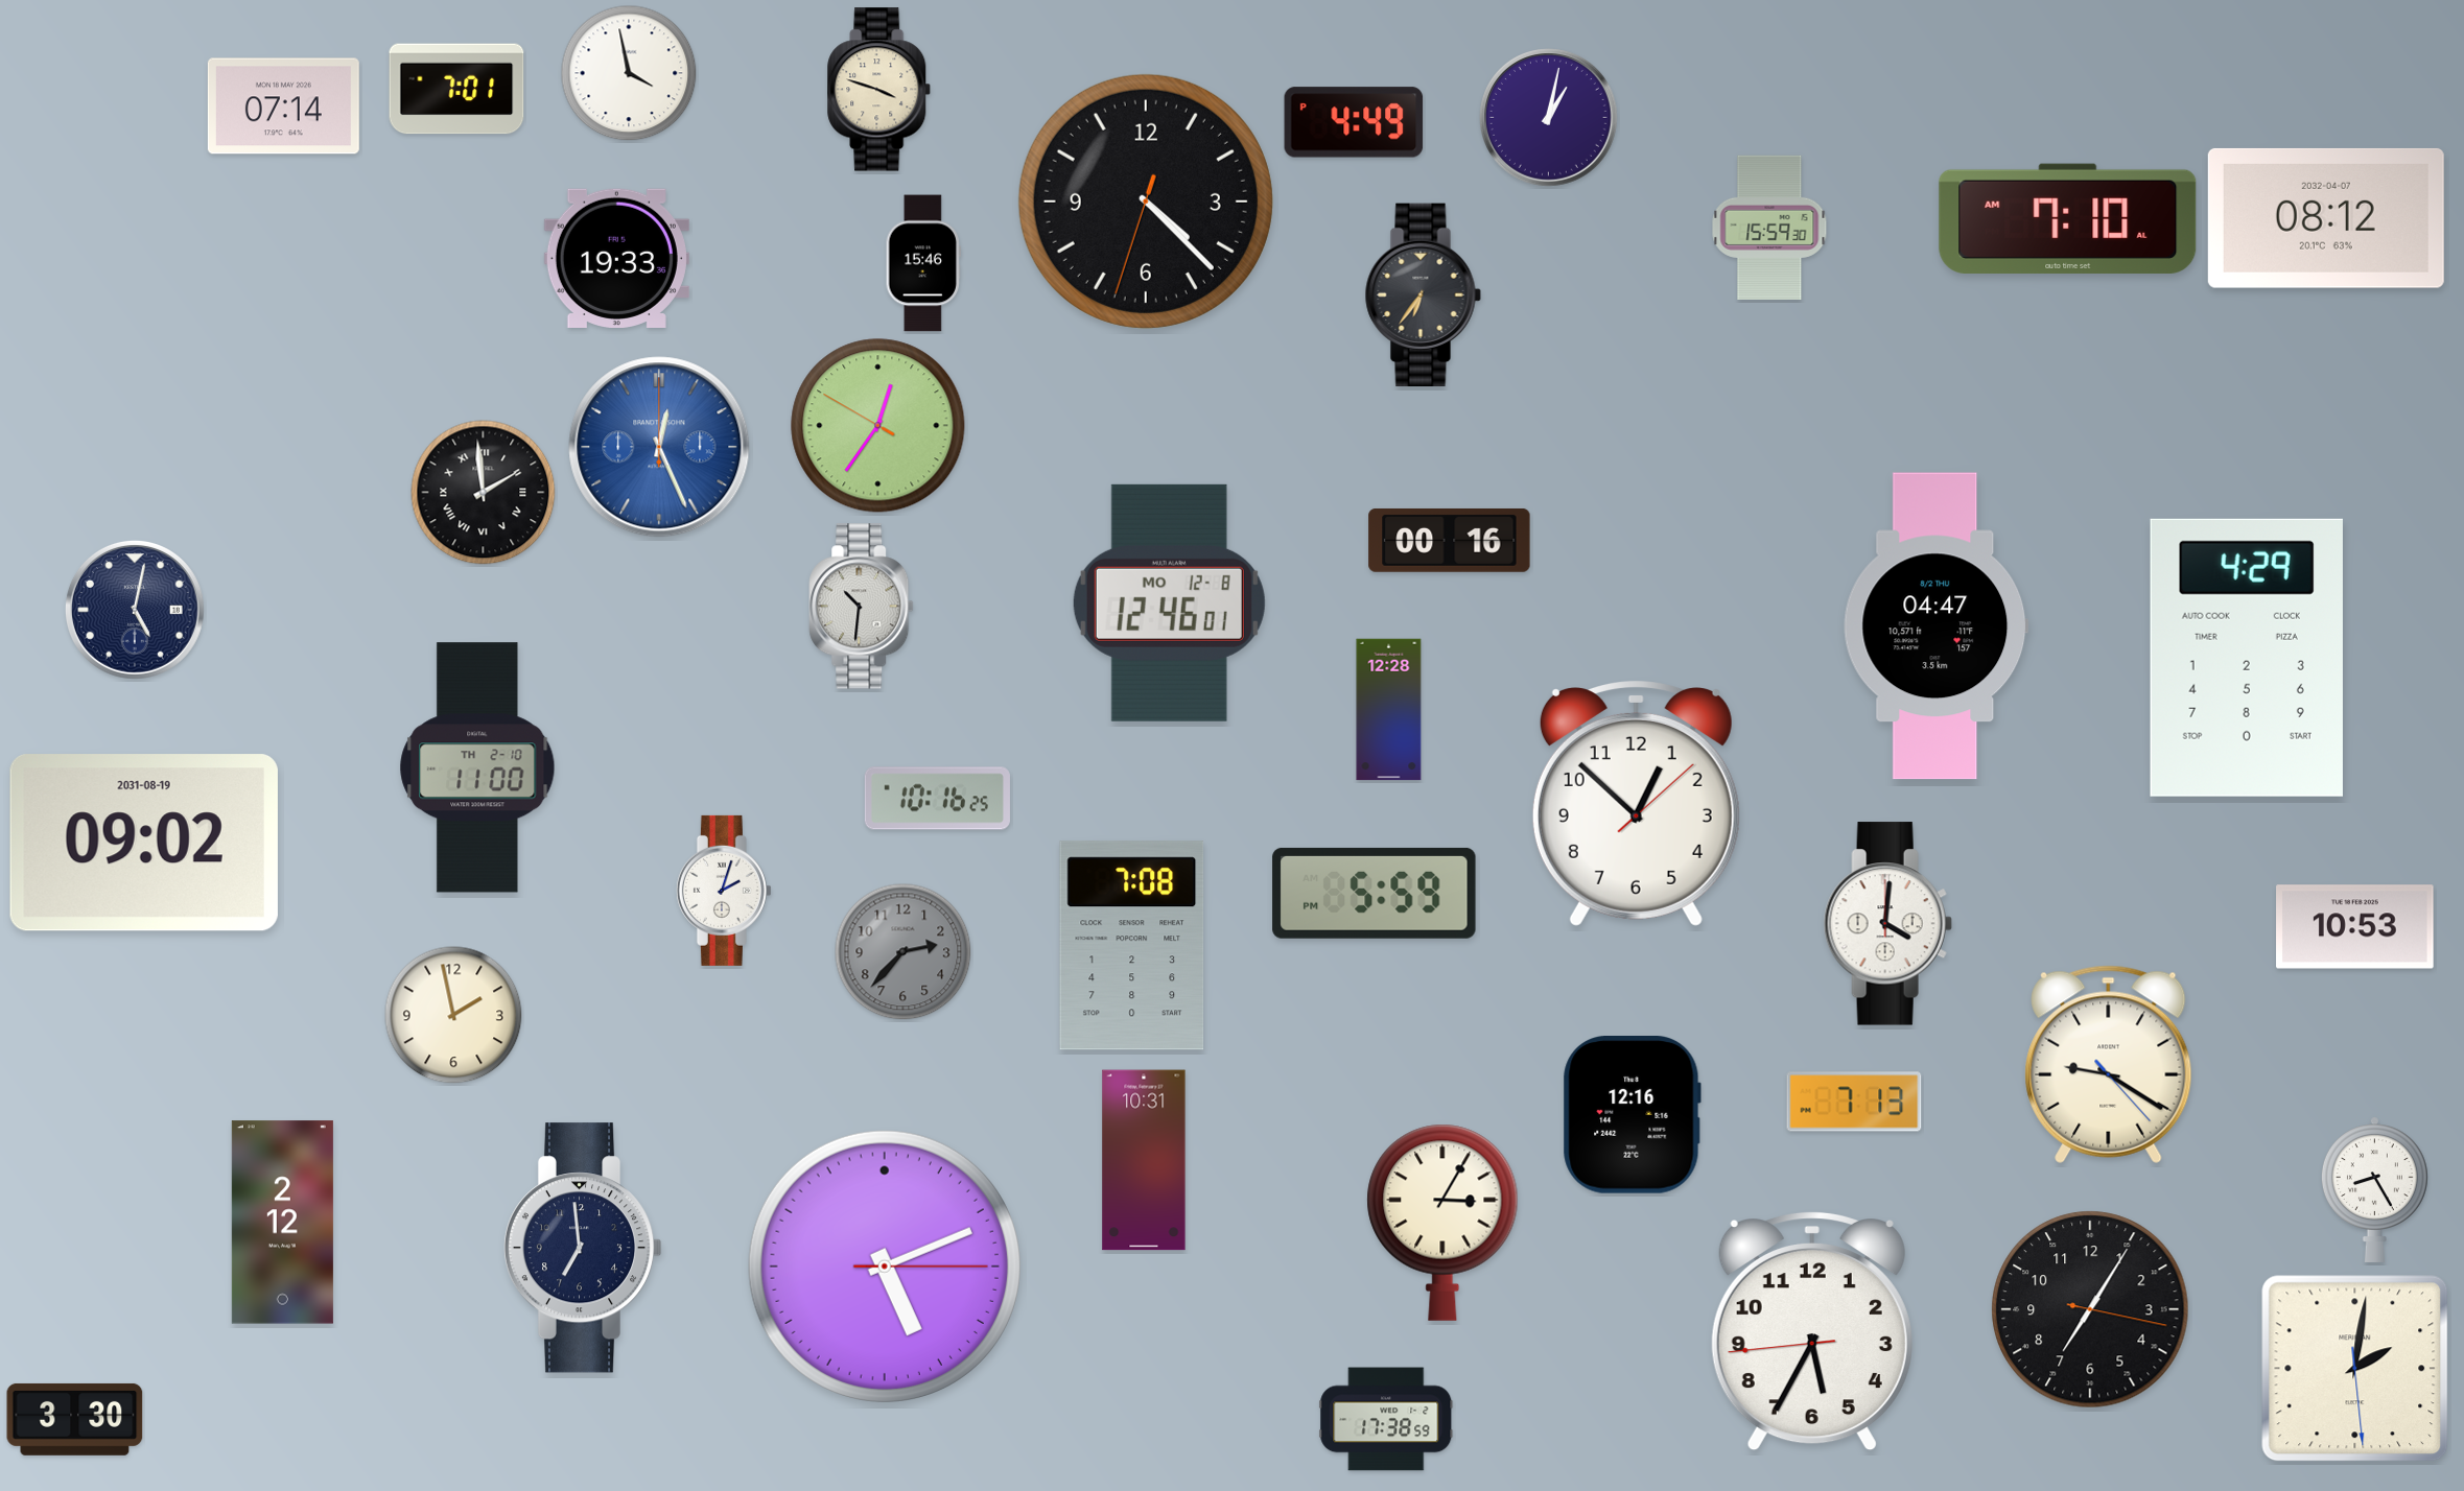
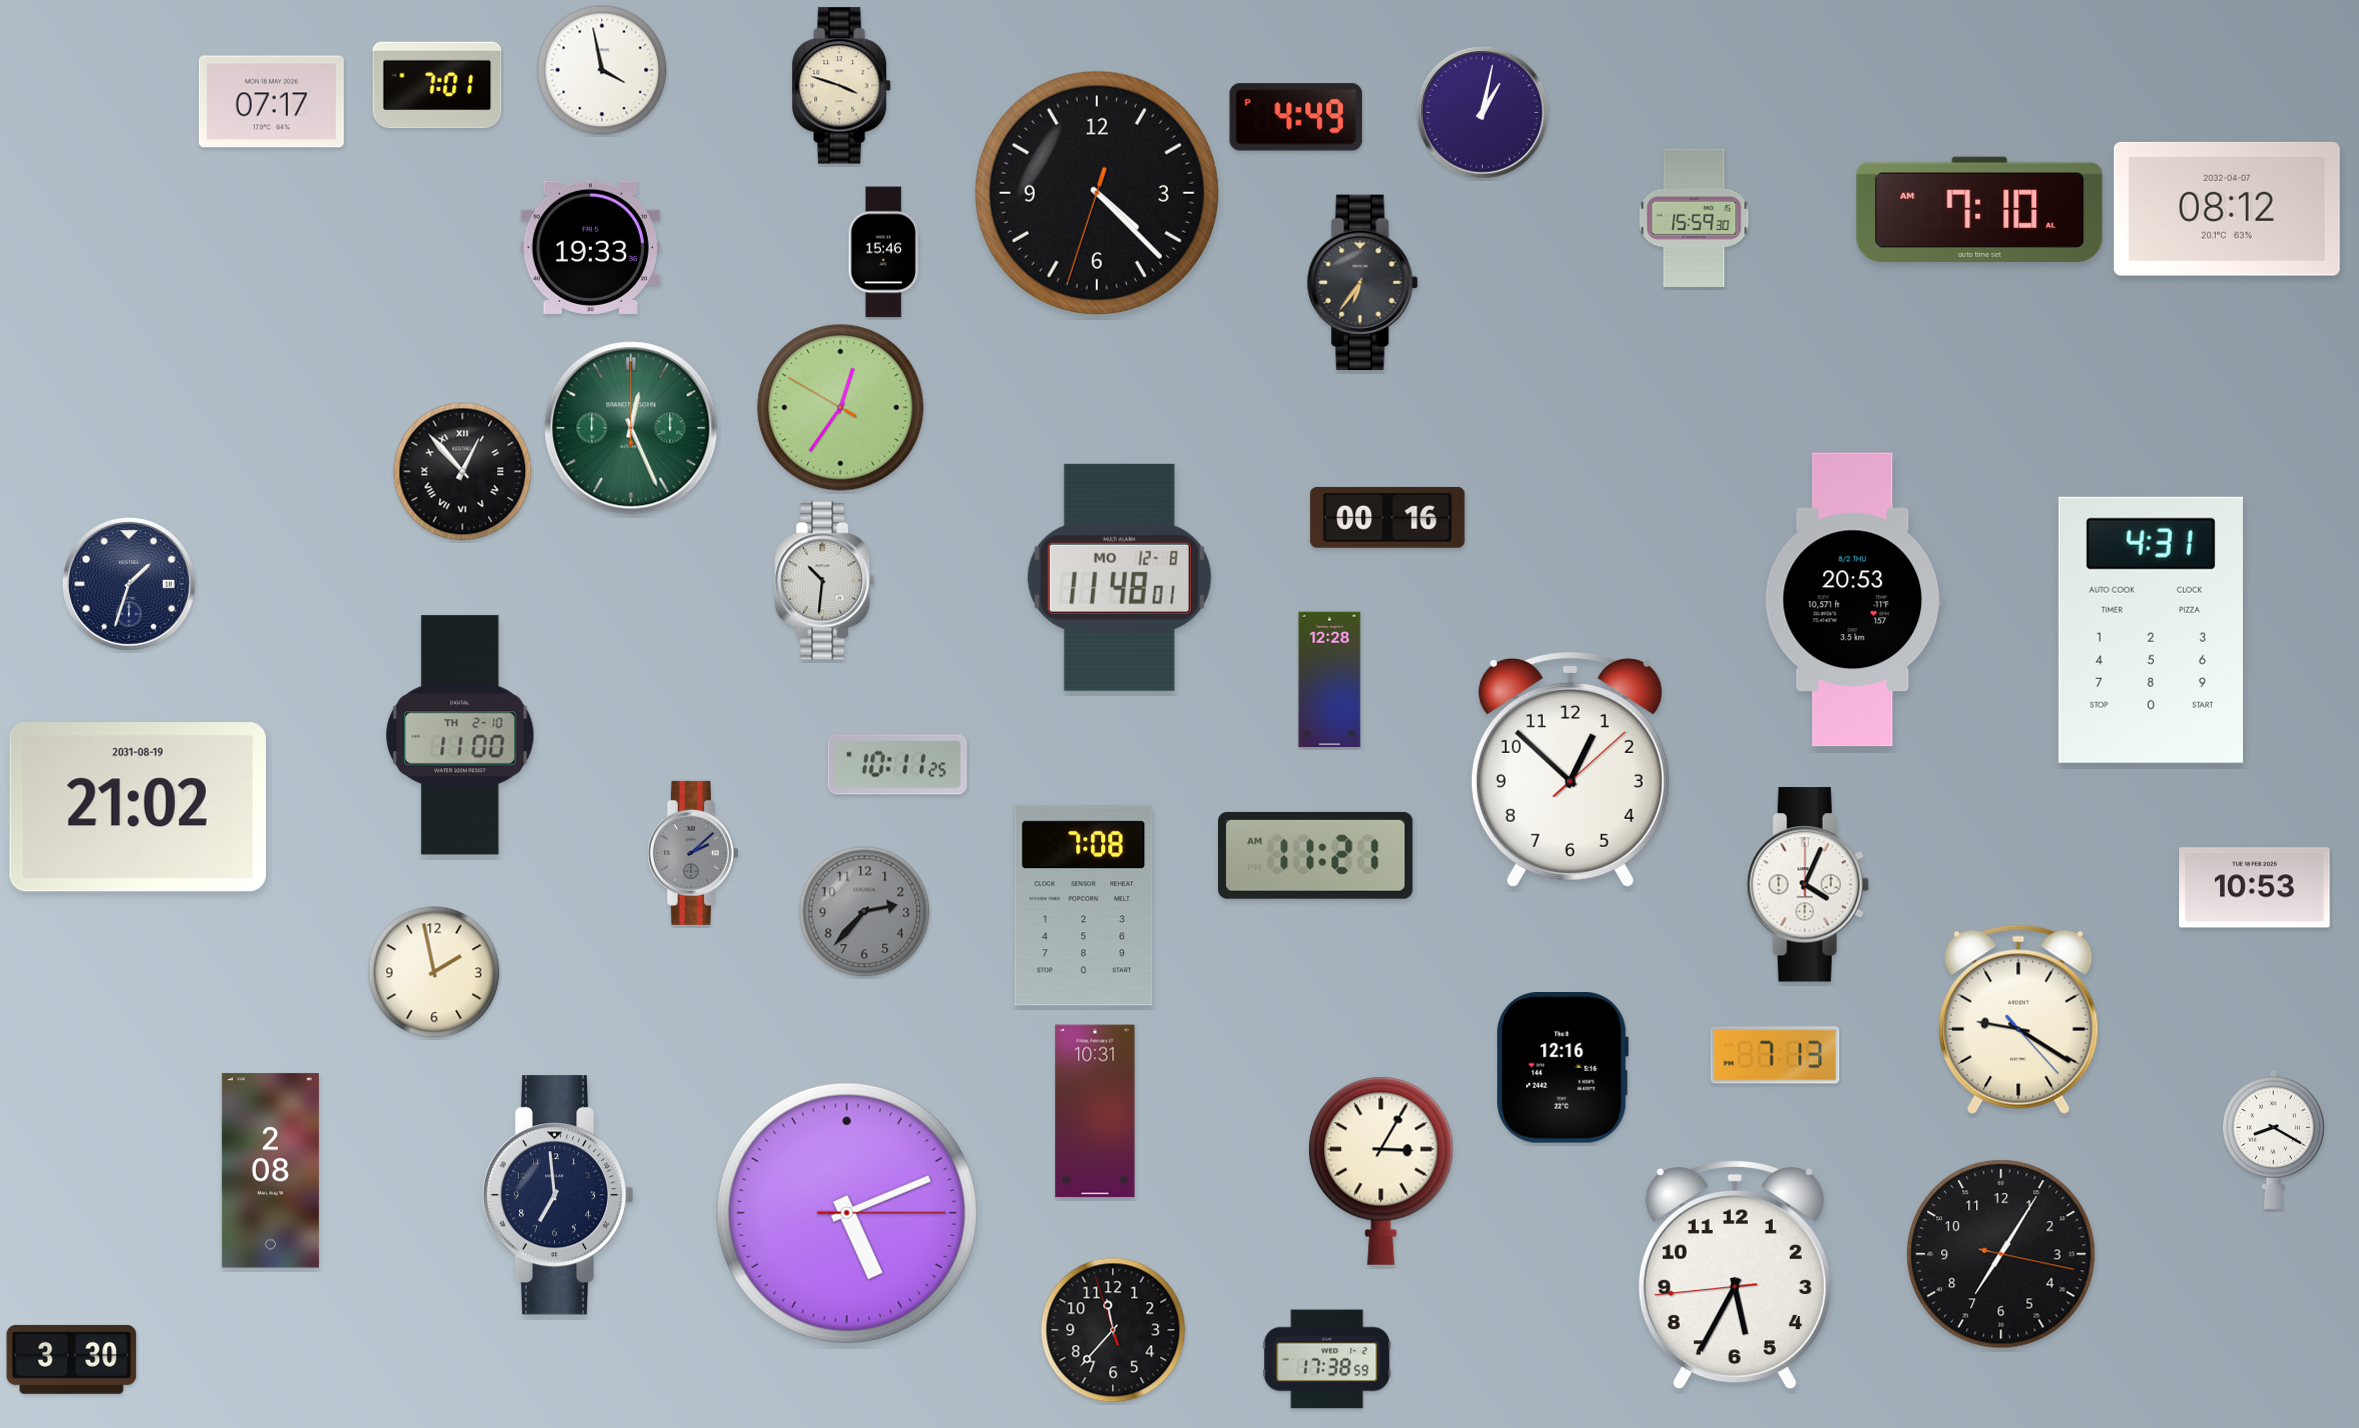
clock at (283, 106): 07:14 -> 07:17
clock at (659, 447) dial: blue -> green
clock at (484, 493): 1:59 -> 12:53
clock at (1169, 602): 12:46 -> 11:48
clock at (135, 610): 5:02 -> 1:33
clock at (1937, 626): 04:47 -> 20:53
clock at (2247, 658): 4:29 -> 4:31
clock at (477, 767) position: (477, 767) -> (460, 735)
clock at (937, 799): 10:16 -> 10:11
clock at (1636, 804) position: (1636, 804) -> (1570, 770)
clock at (144, 843): 09:02 -> 21:02
clock at (724, 891): 2:03 -> 2:08
clock at (724, 891) dial: white -> grey
clock at (1375, 893): 5:59 -> 11:21
clock at (1887, 924): 4:01 -> 4:04
clock at (2374, 1189): 8:25 -> 8:20
clock at (282, 1223): 2:12 -> 2:08
clock at (2355, 1369): 2:01 -> none
clock at (1113, 1330): none -> 11:36
